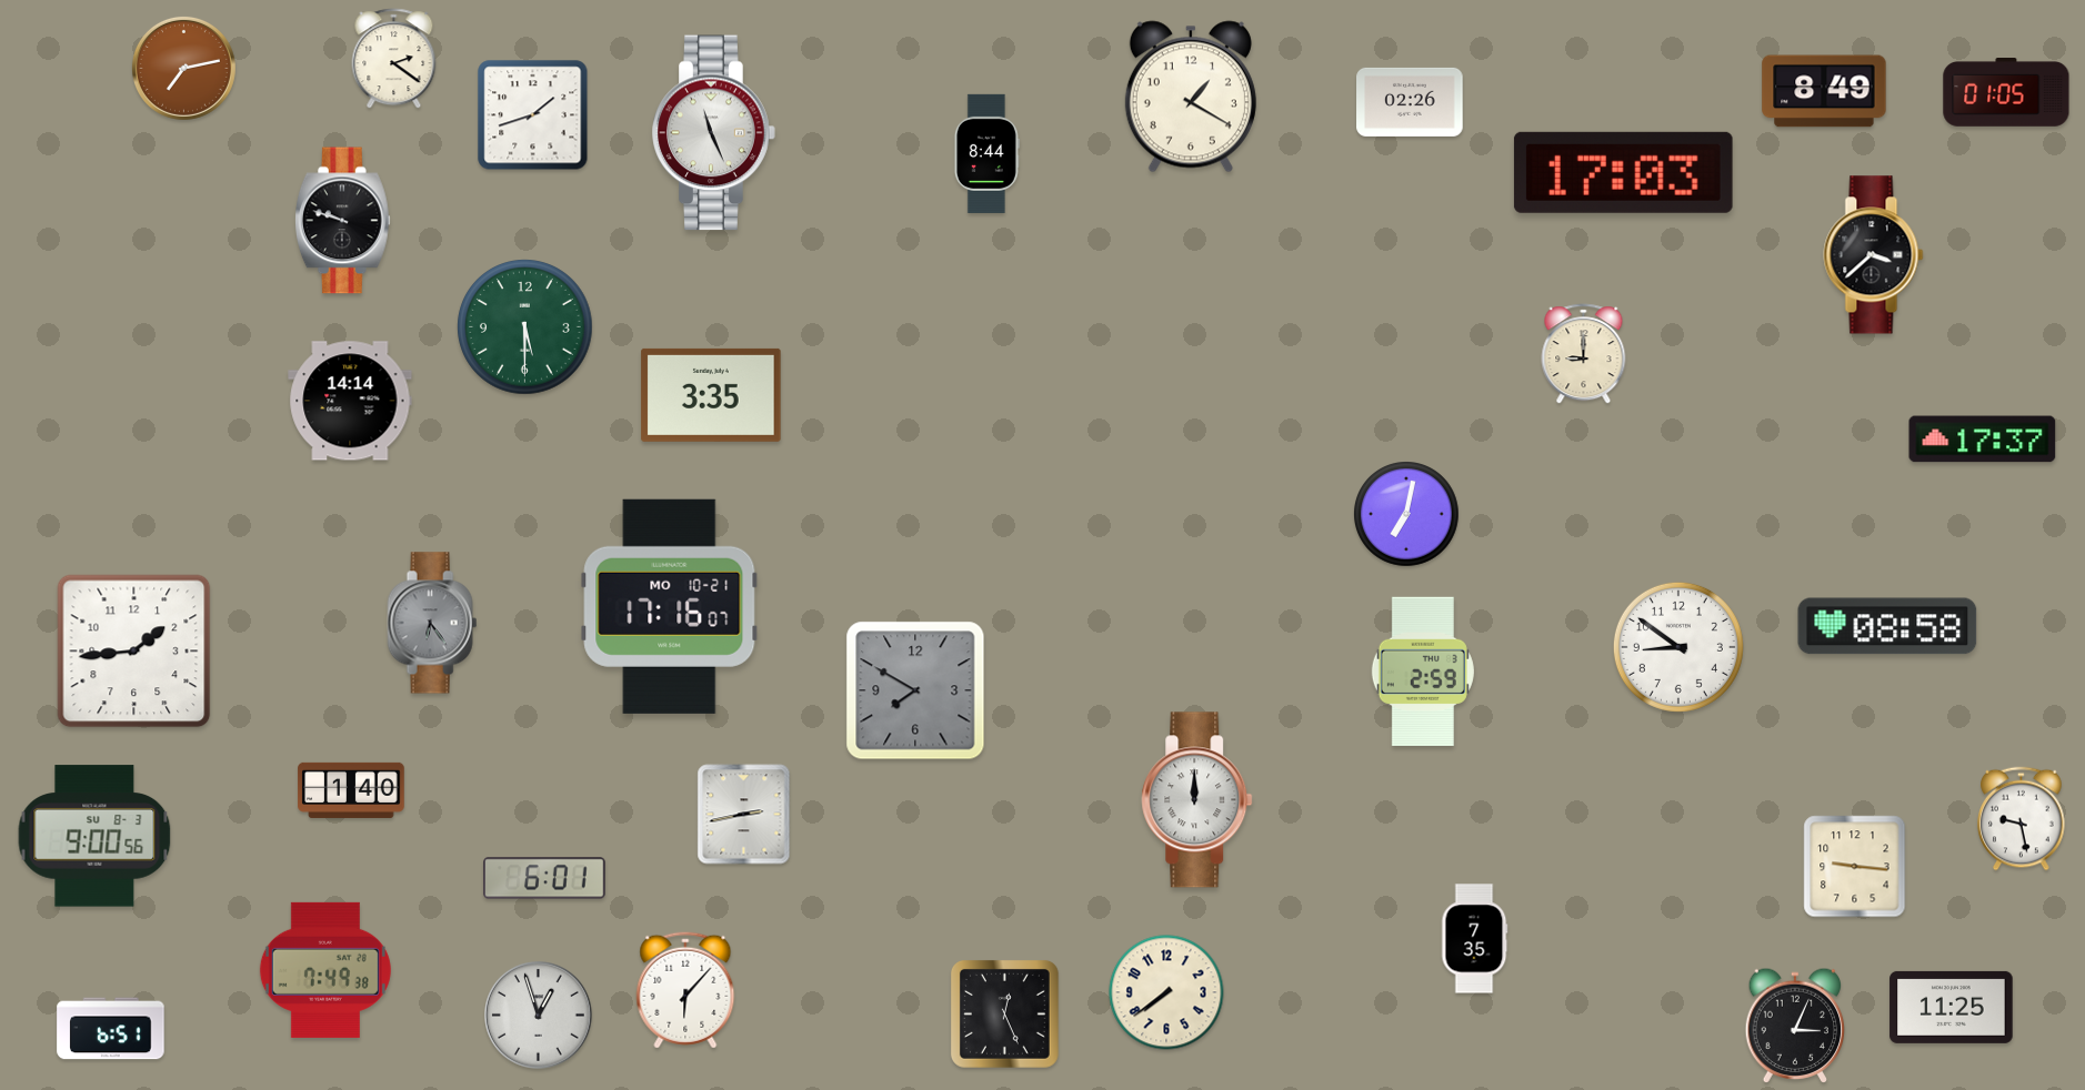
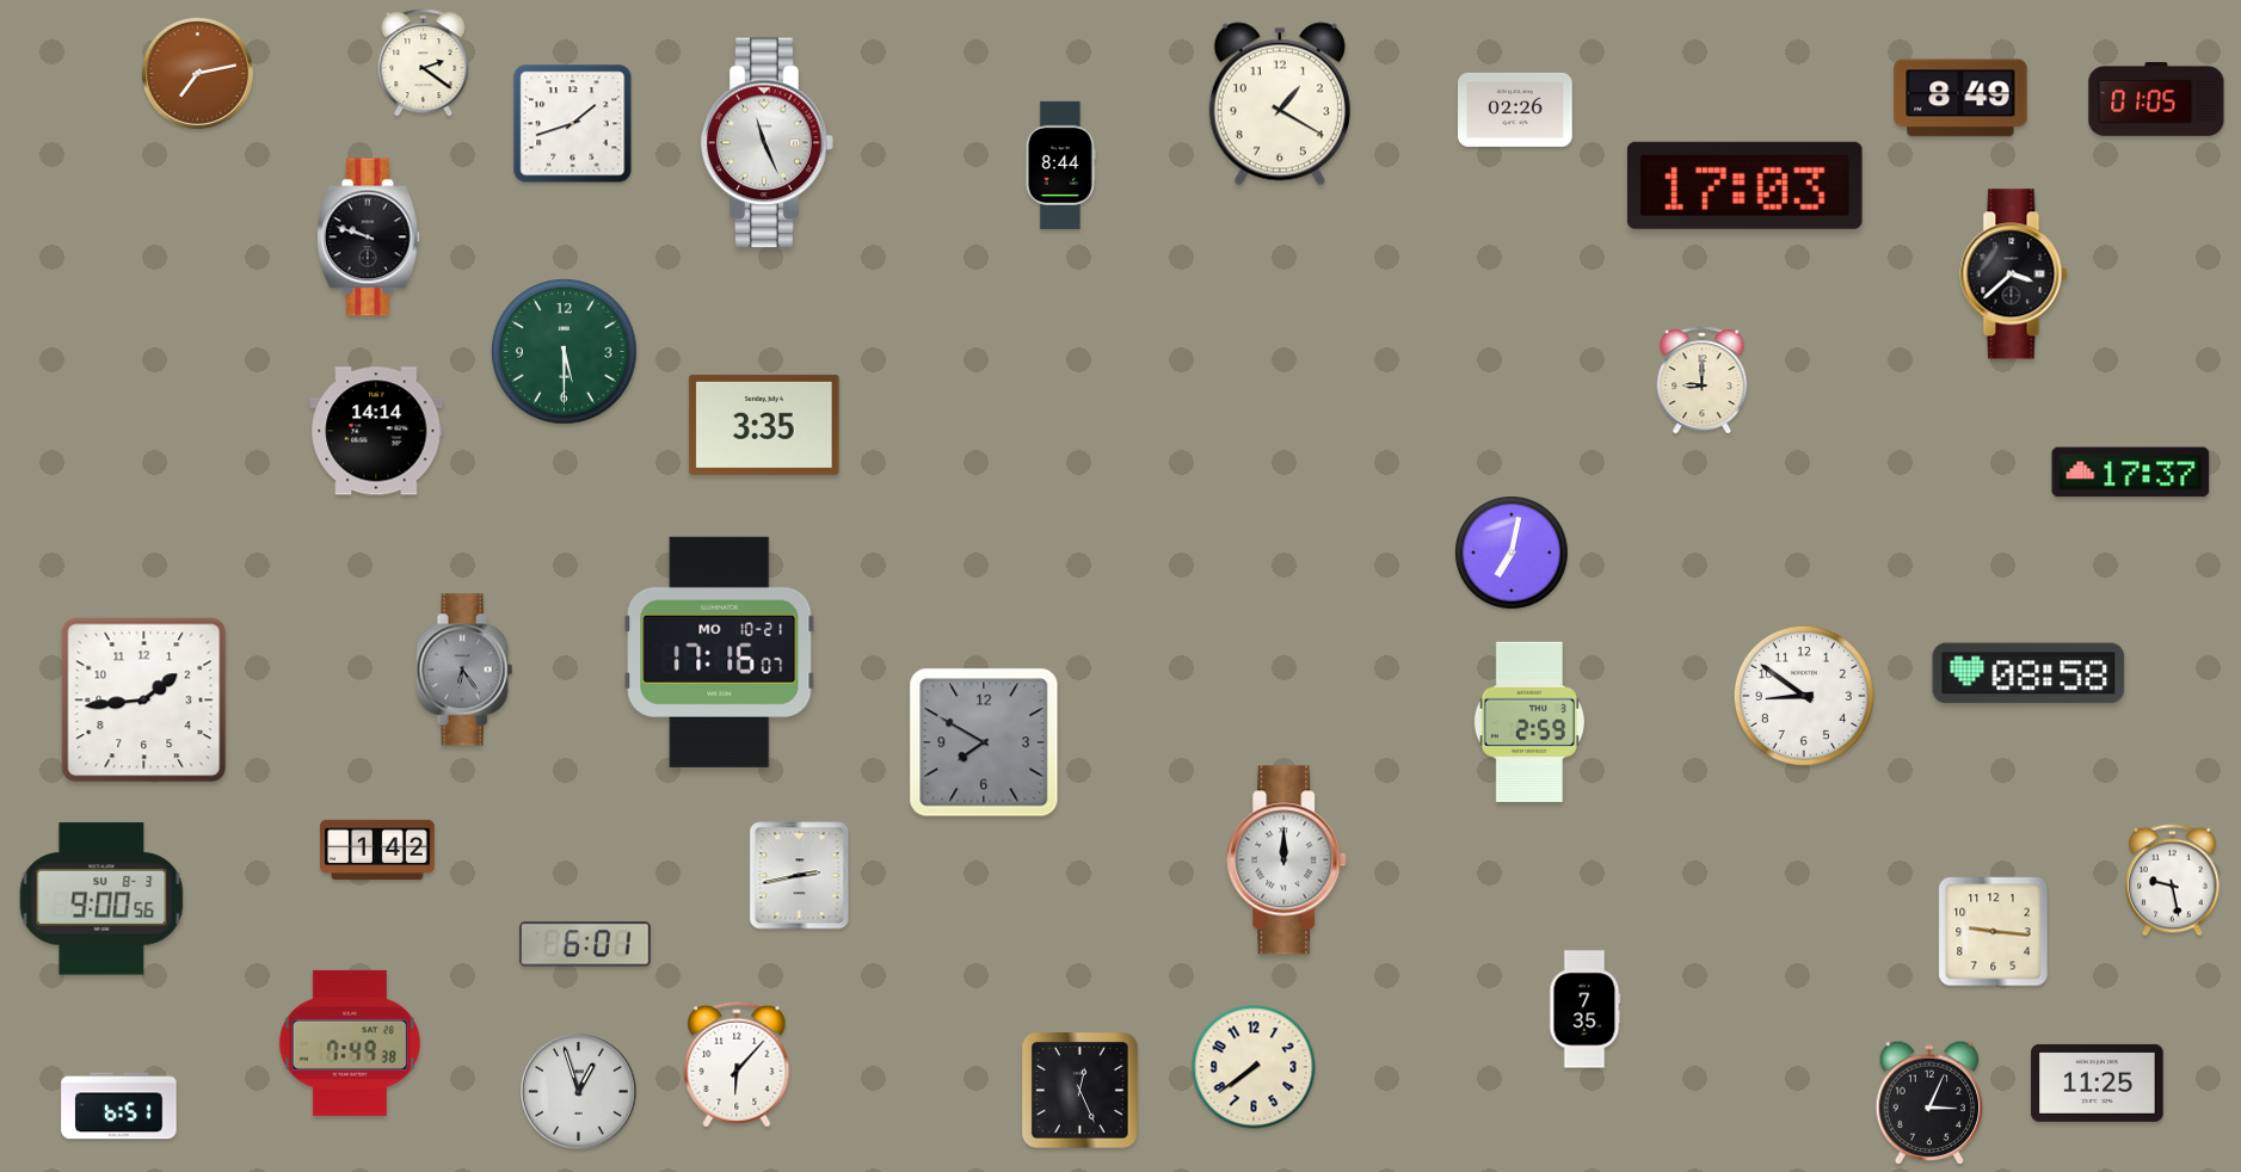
clock at (351, 790): 1:40 -> 1:42
